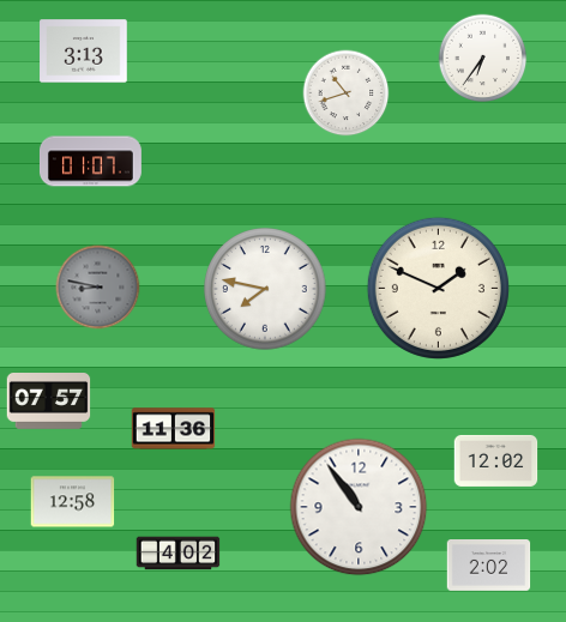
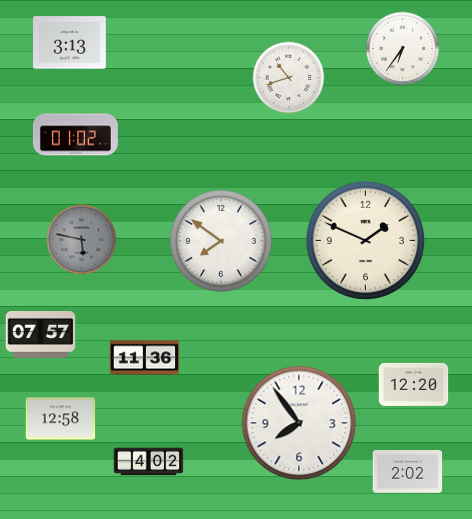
clock at (90, 162): 01:07 -> 01:02
clock at (98, 288): 8:47 -> 5:47
clock at (265, 289): 7:47 -> 7:51
clock at (496, 460): 12:02 -> 12:20
clock at (359, 507): 10:54 -> 7:54
